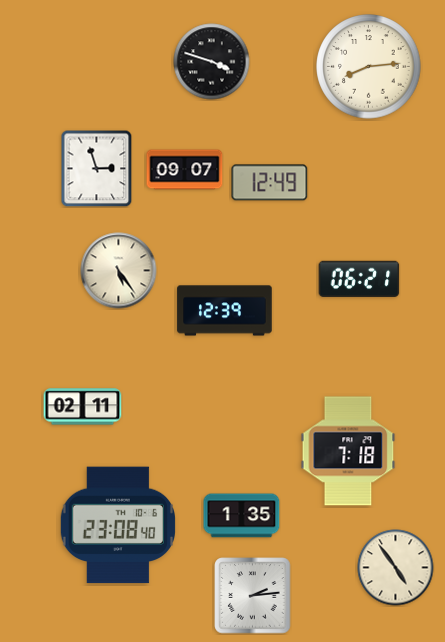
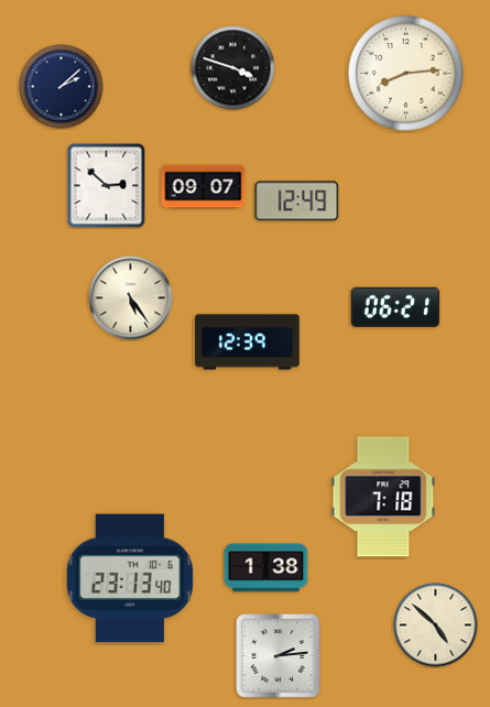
clock at (62, 87): none -> 2:08
clock at (97, 168): 2:57 -> 2:52
clock at (83, 407): 02:11 -> none
clock at (242, 516): 1:35 -> 1:38
clock at (117, 525): 23:08 -> 23:13
clock at (396, 568): 4:54 -> 4:52
